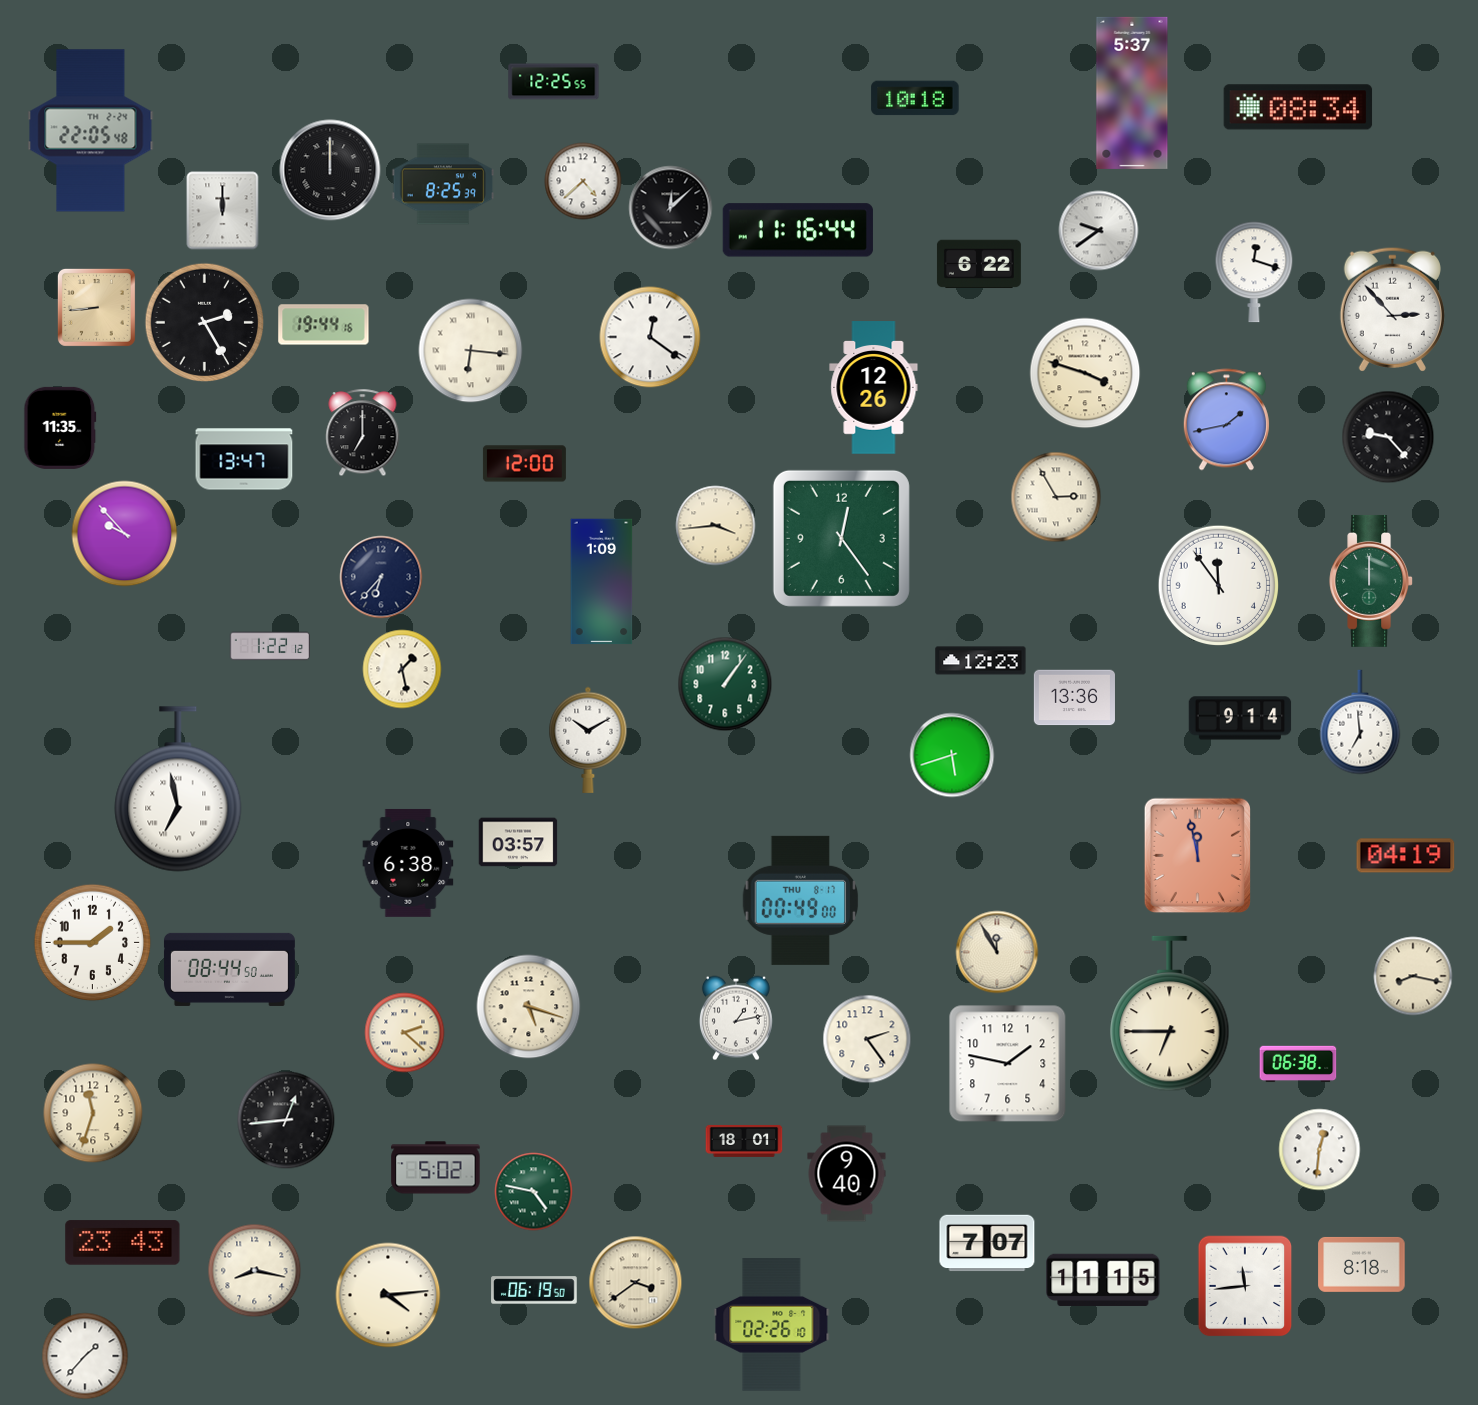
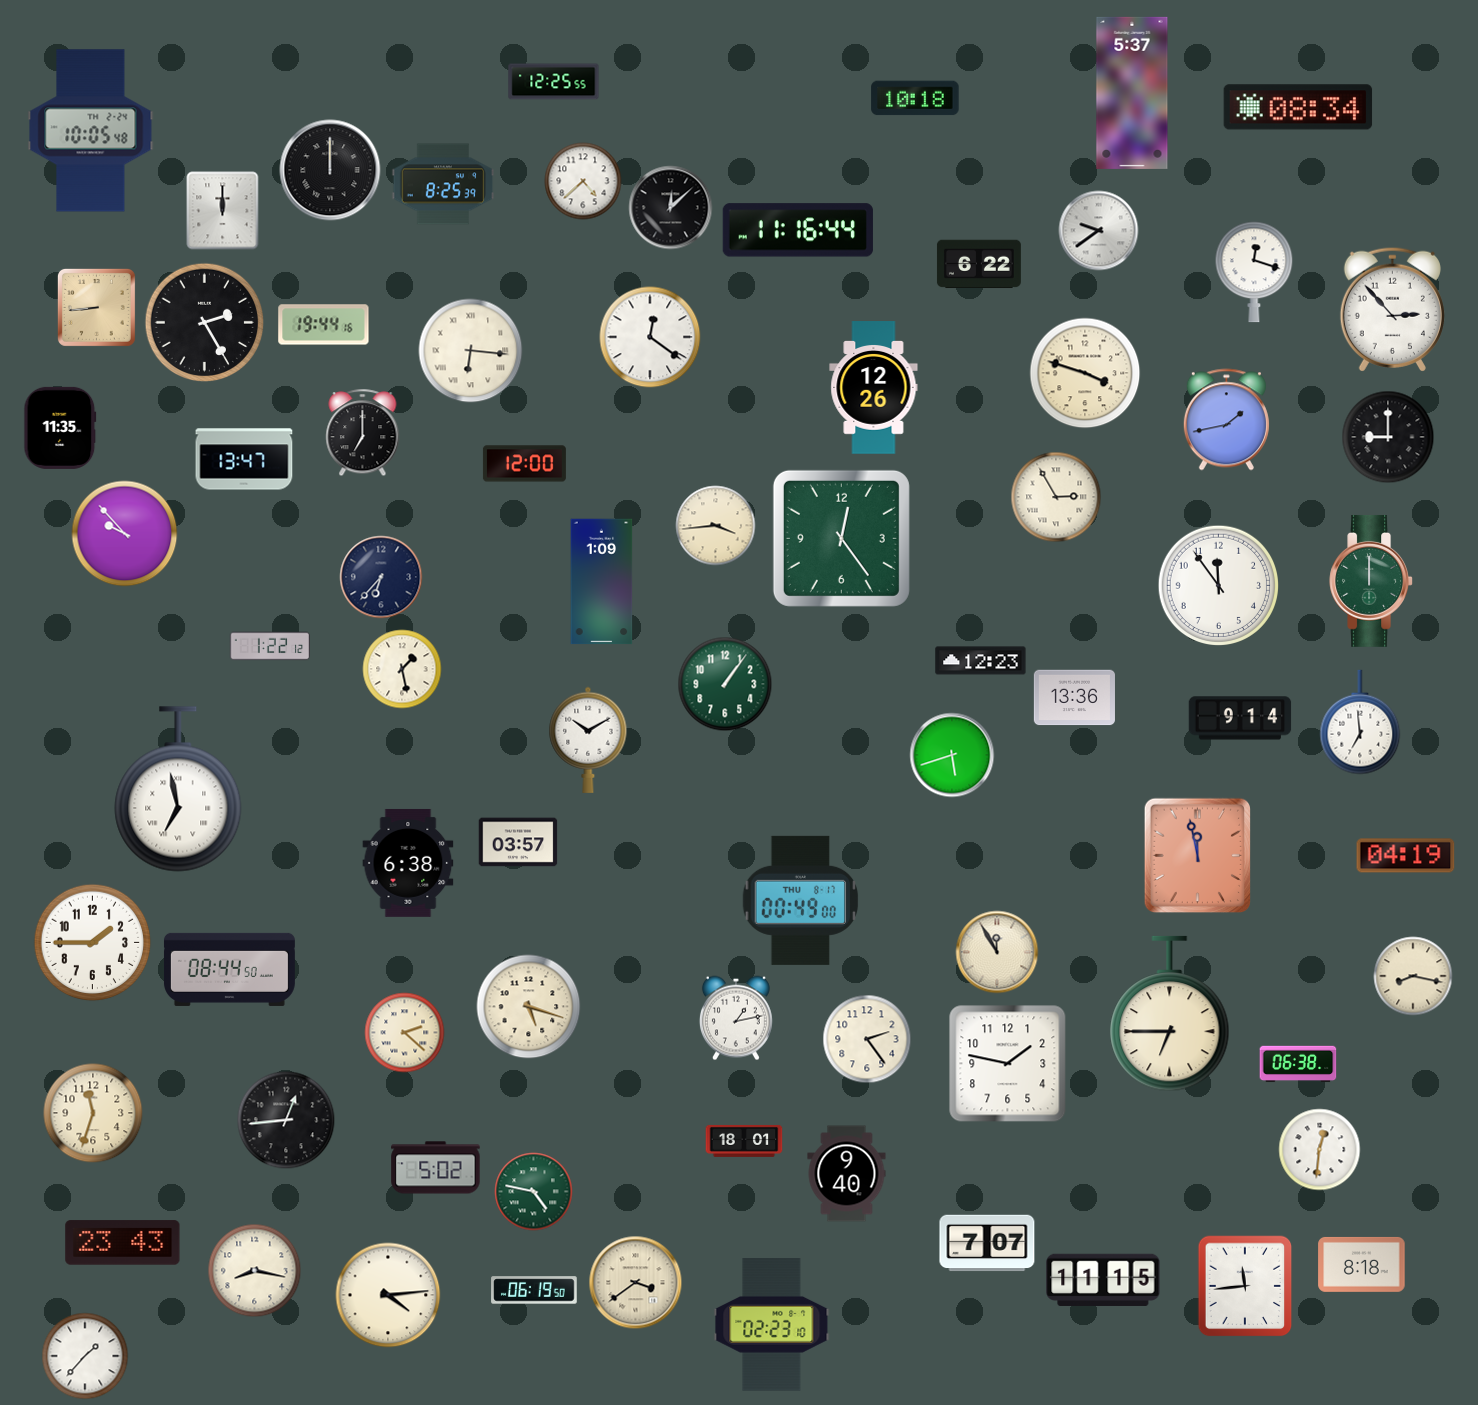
clock at (91, 131): 22:05 -> 10:05
clock at (1388, 437): 9:23 -> 9:00
clock at (772, 1325): 02:26 -> 02:23
